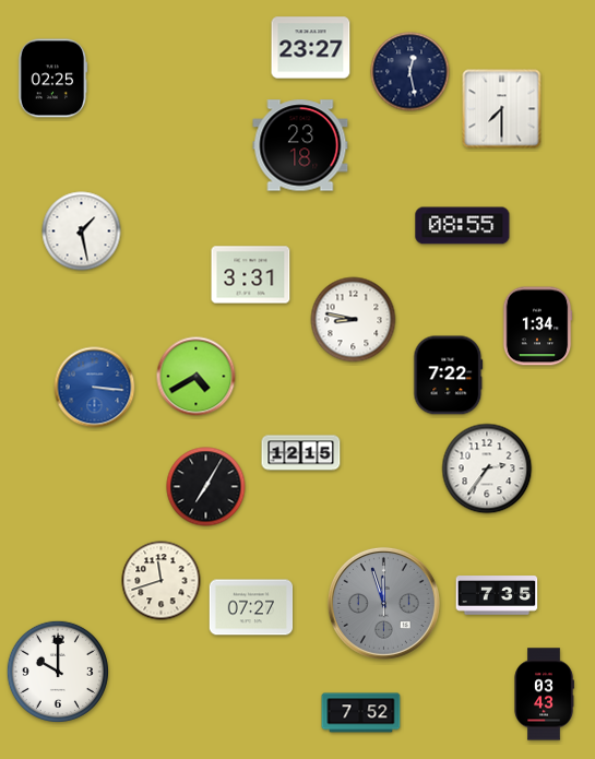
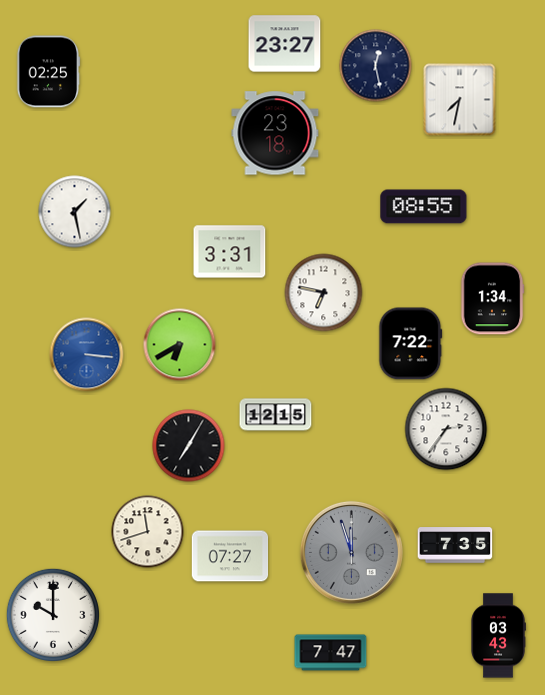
clock at (502, 109): 7:30 -> 7:32
clock at (354, 320): 8:47 -> 6:47
clock at (197, 377): 4:40 -> 6:40
clock at (361, 713): 7:52 -> 7:47
